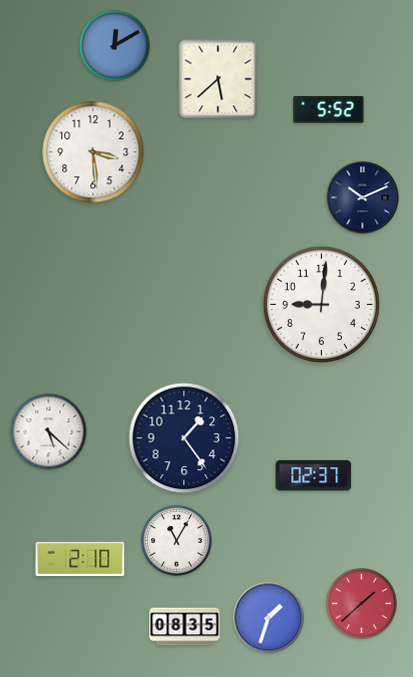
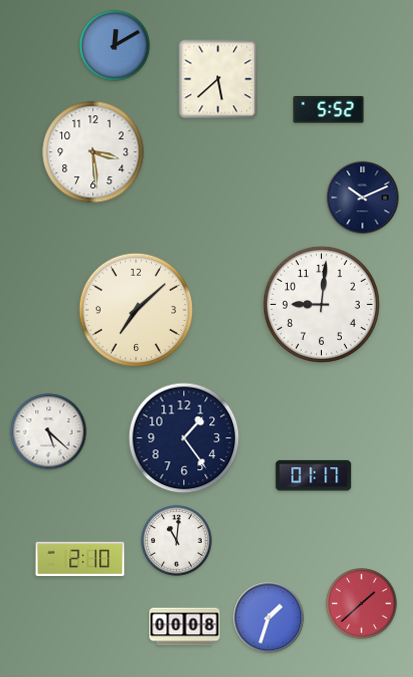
clock at (136, 310): none -> 7:08
clock at (314, 476): 02:37 -> 01:17
clock at (177, 541): 11:05 -> 11:01
clock at (185, 627): 08:35 -> 00:08
